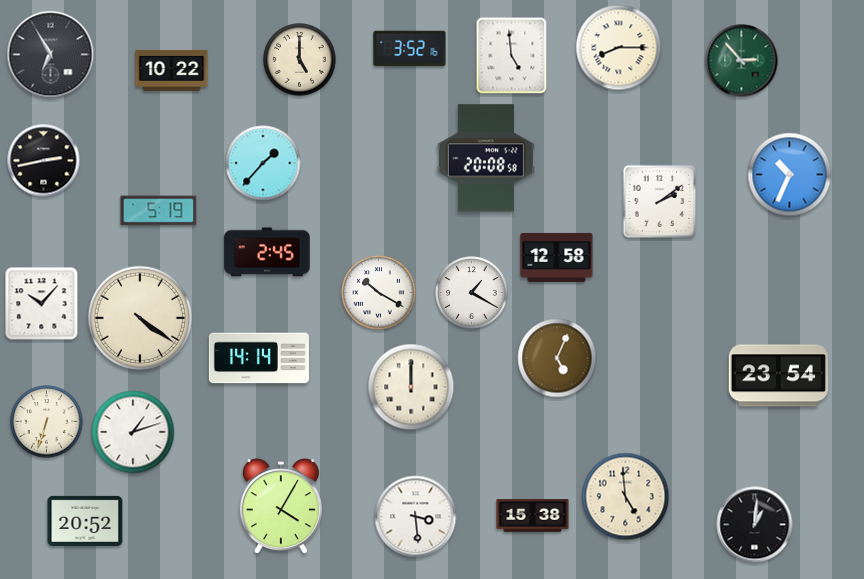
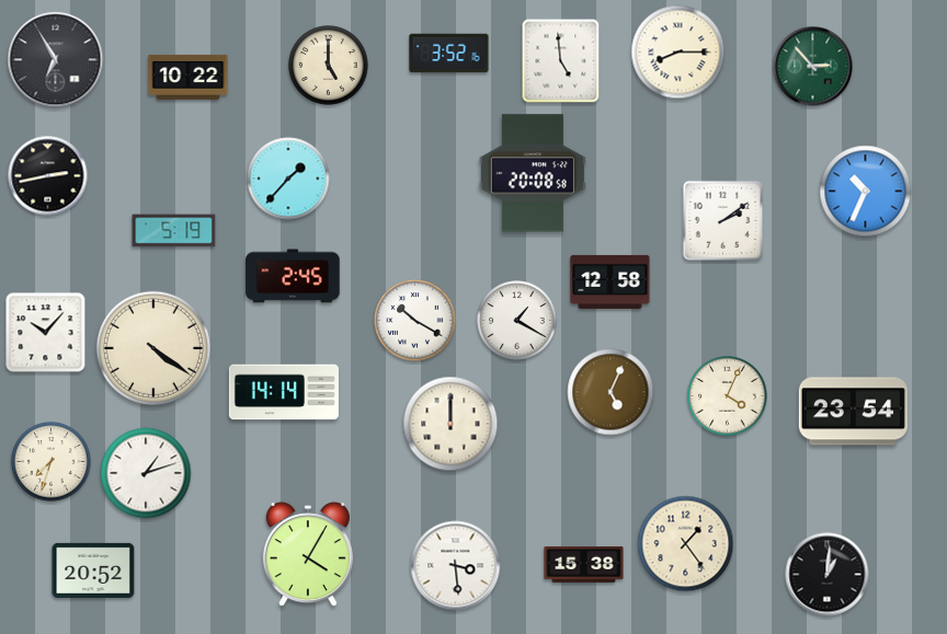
clock at (728, 396): none -> 4:04
clock at (47, 422): 6:33 -> 7:33
clock at (626, 497): 4:59 -> 1:24
